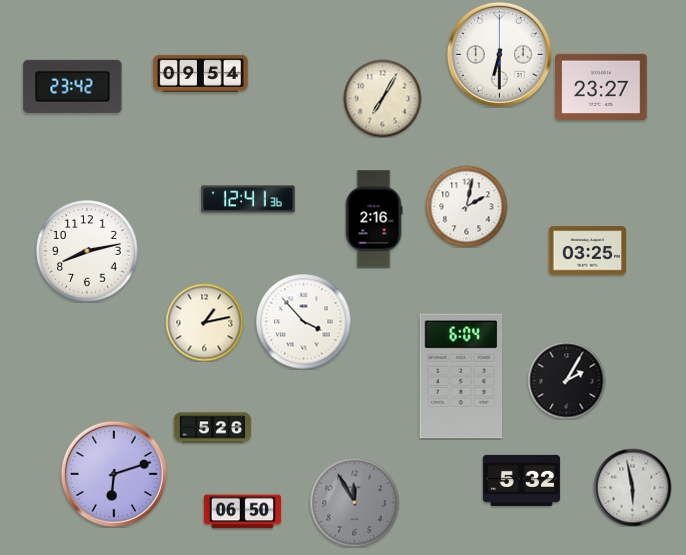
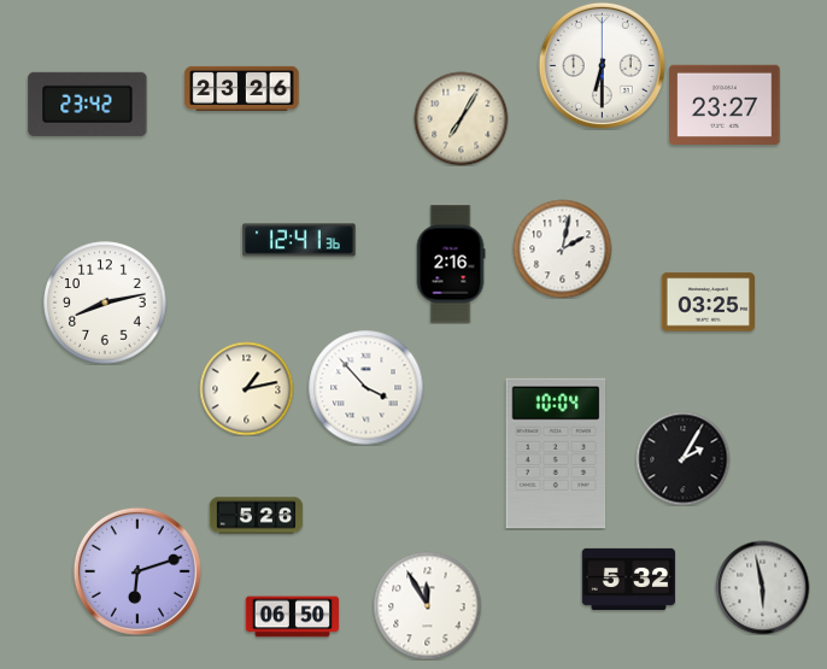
clock at (201, 73): 09:54 -> 23:26
clock at (461, 376): 6:04 -> 10:04
clock at (354, 502) dial: grey -> white
